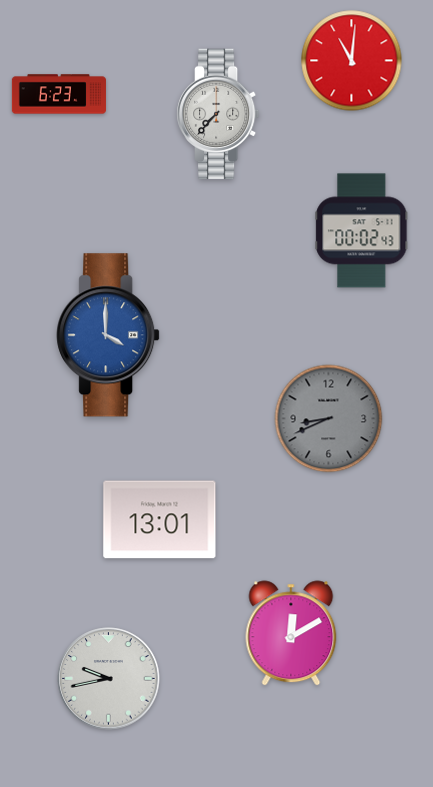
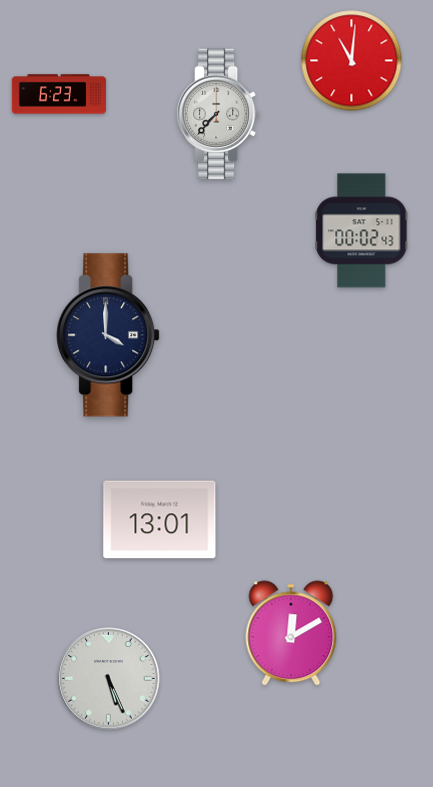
clock at (108, 335) dial: blue -> navy
clock at (329, 419): 8:41 -> none
clock at (109, 679): 9:43 -> 5:26
